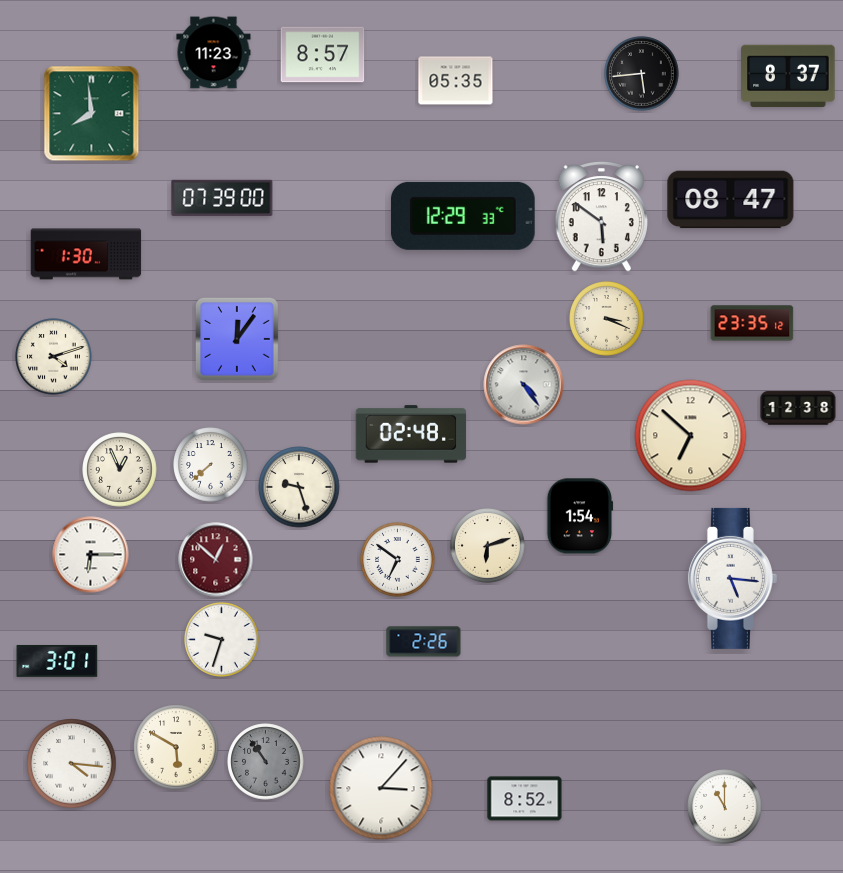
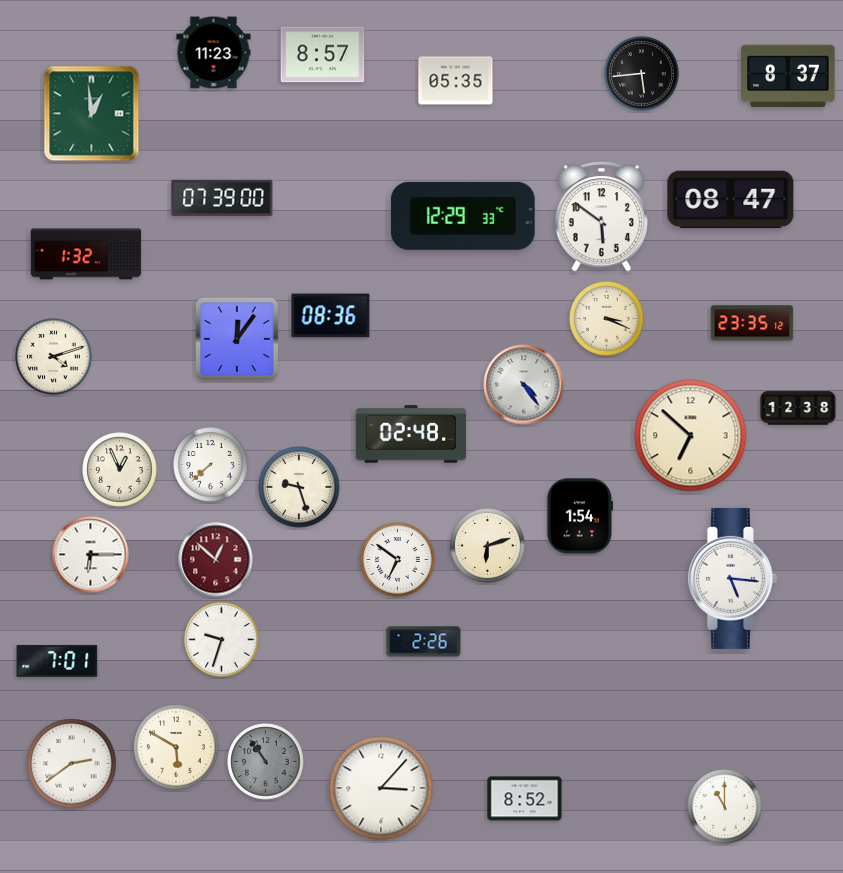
clock at (92, 114): 7:59 -> 12:59
clock at (86, 254): 1:30 -> 1:32
clock at (331, 316): none -> 08:36
clock at (57, 661): 3:01 -> 7:01
clock at (72, 764): 4:16 -> 2:39
